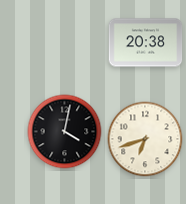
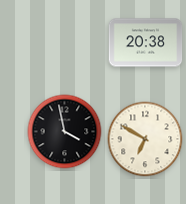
clock at (65, 132): 4:02 -> 3:58
clock at (145, 139): 6:42 -> 6:50
